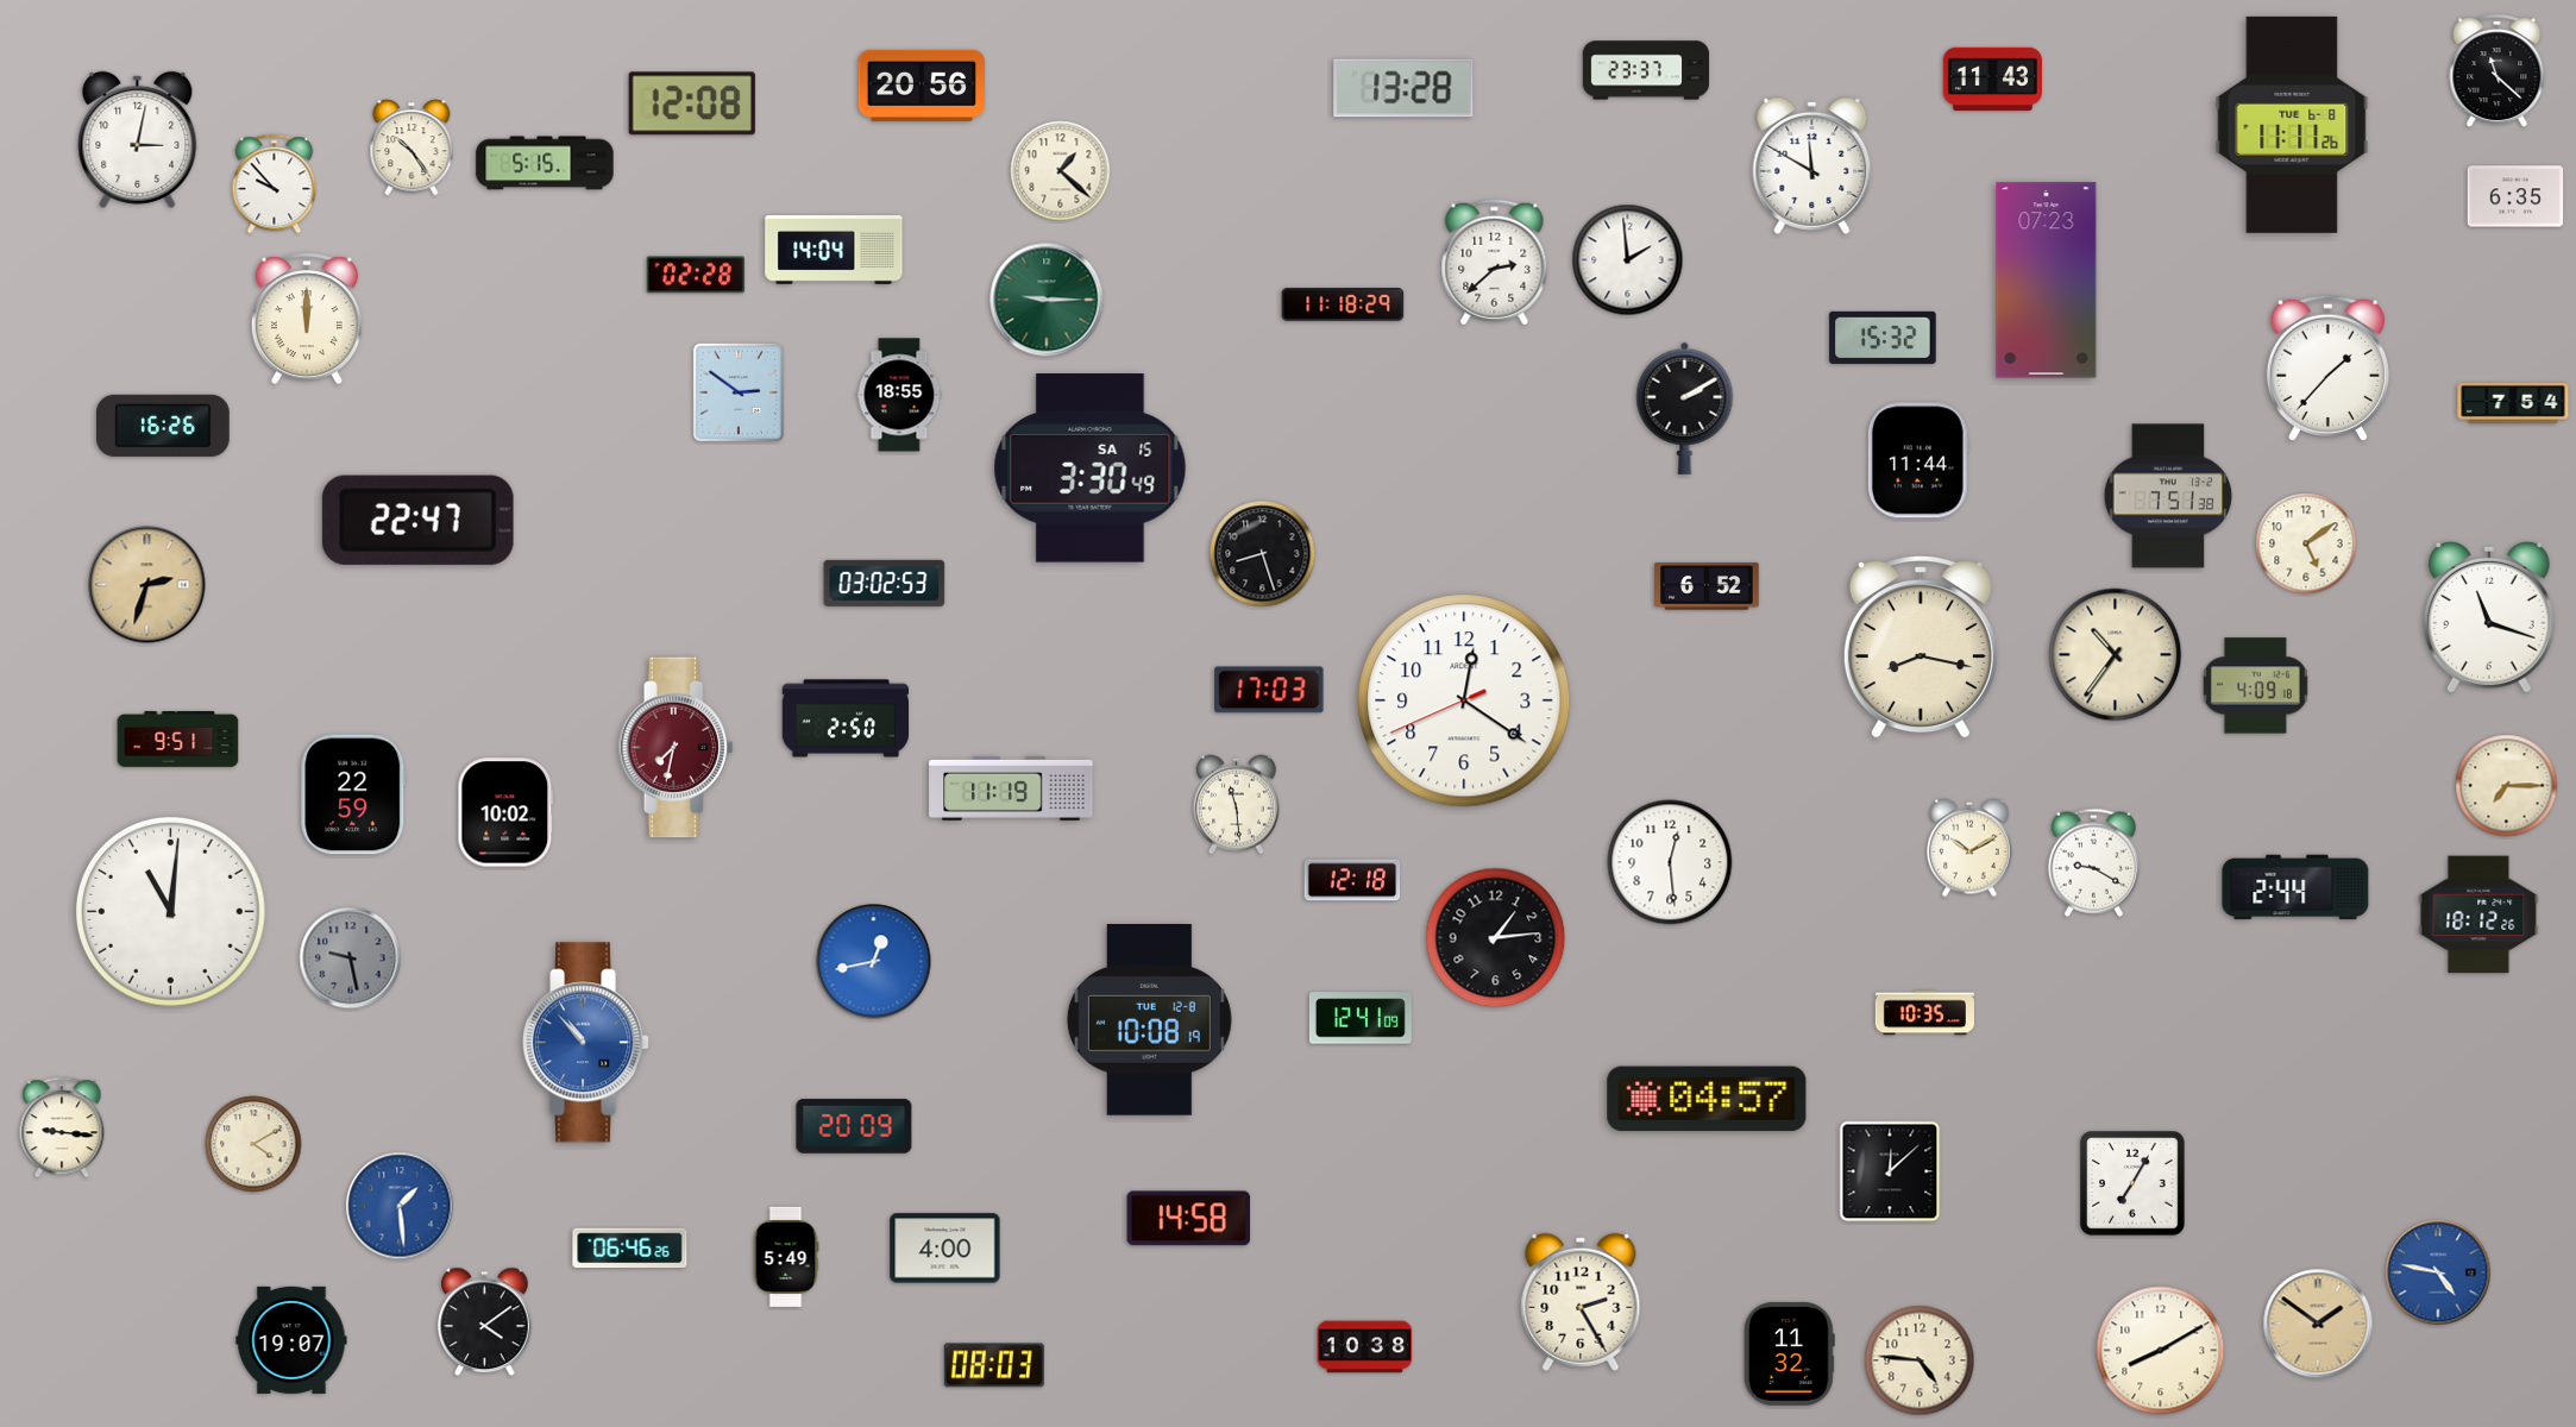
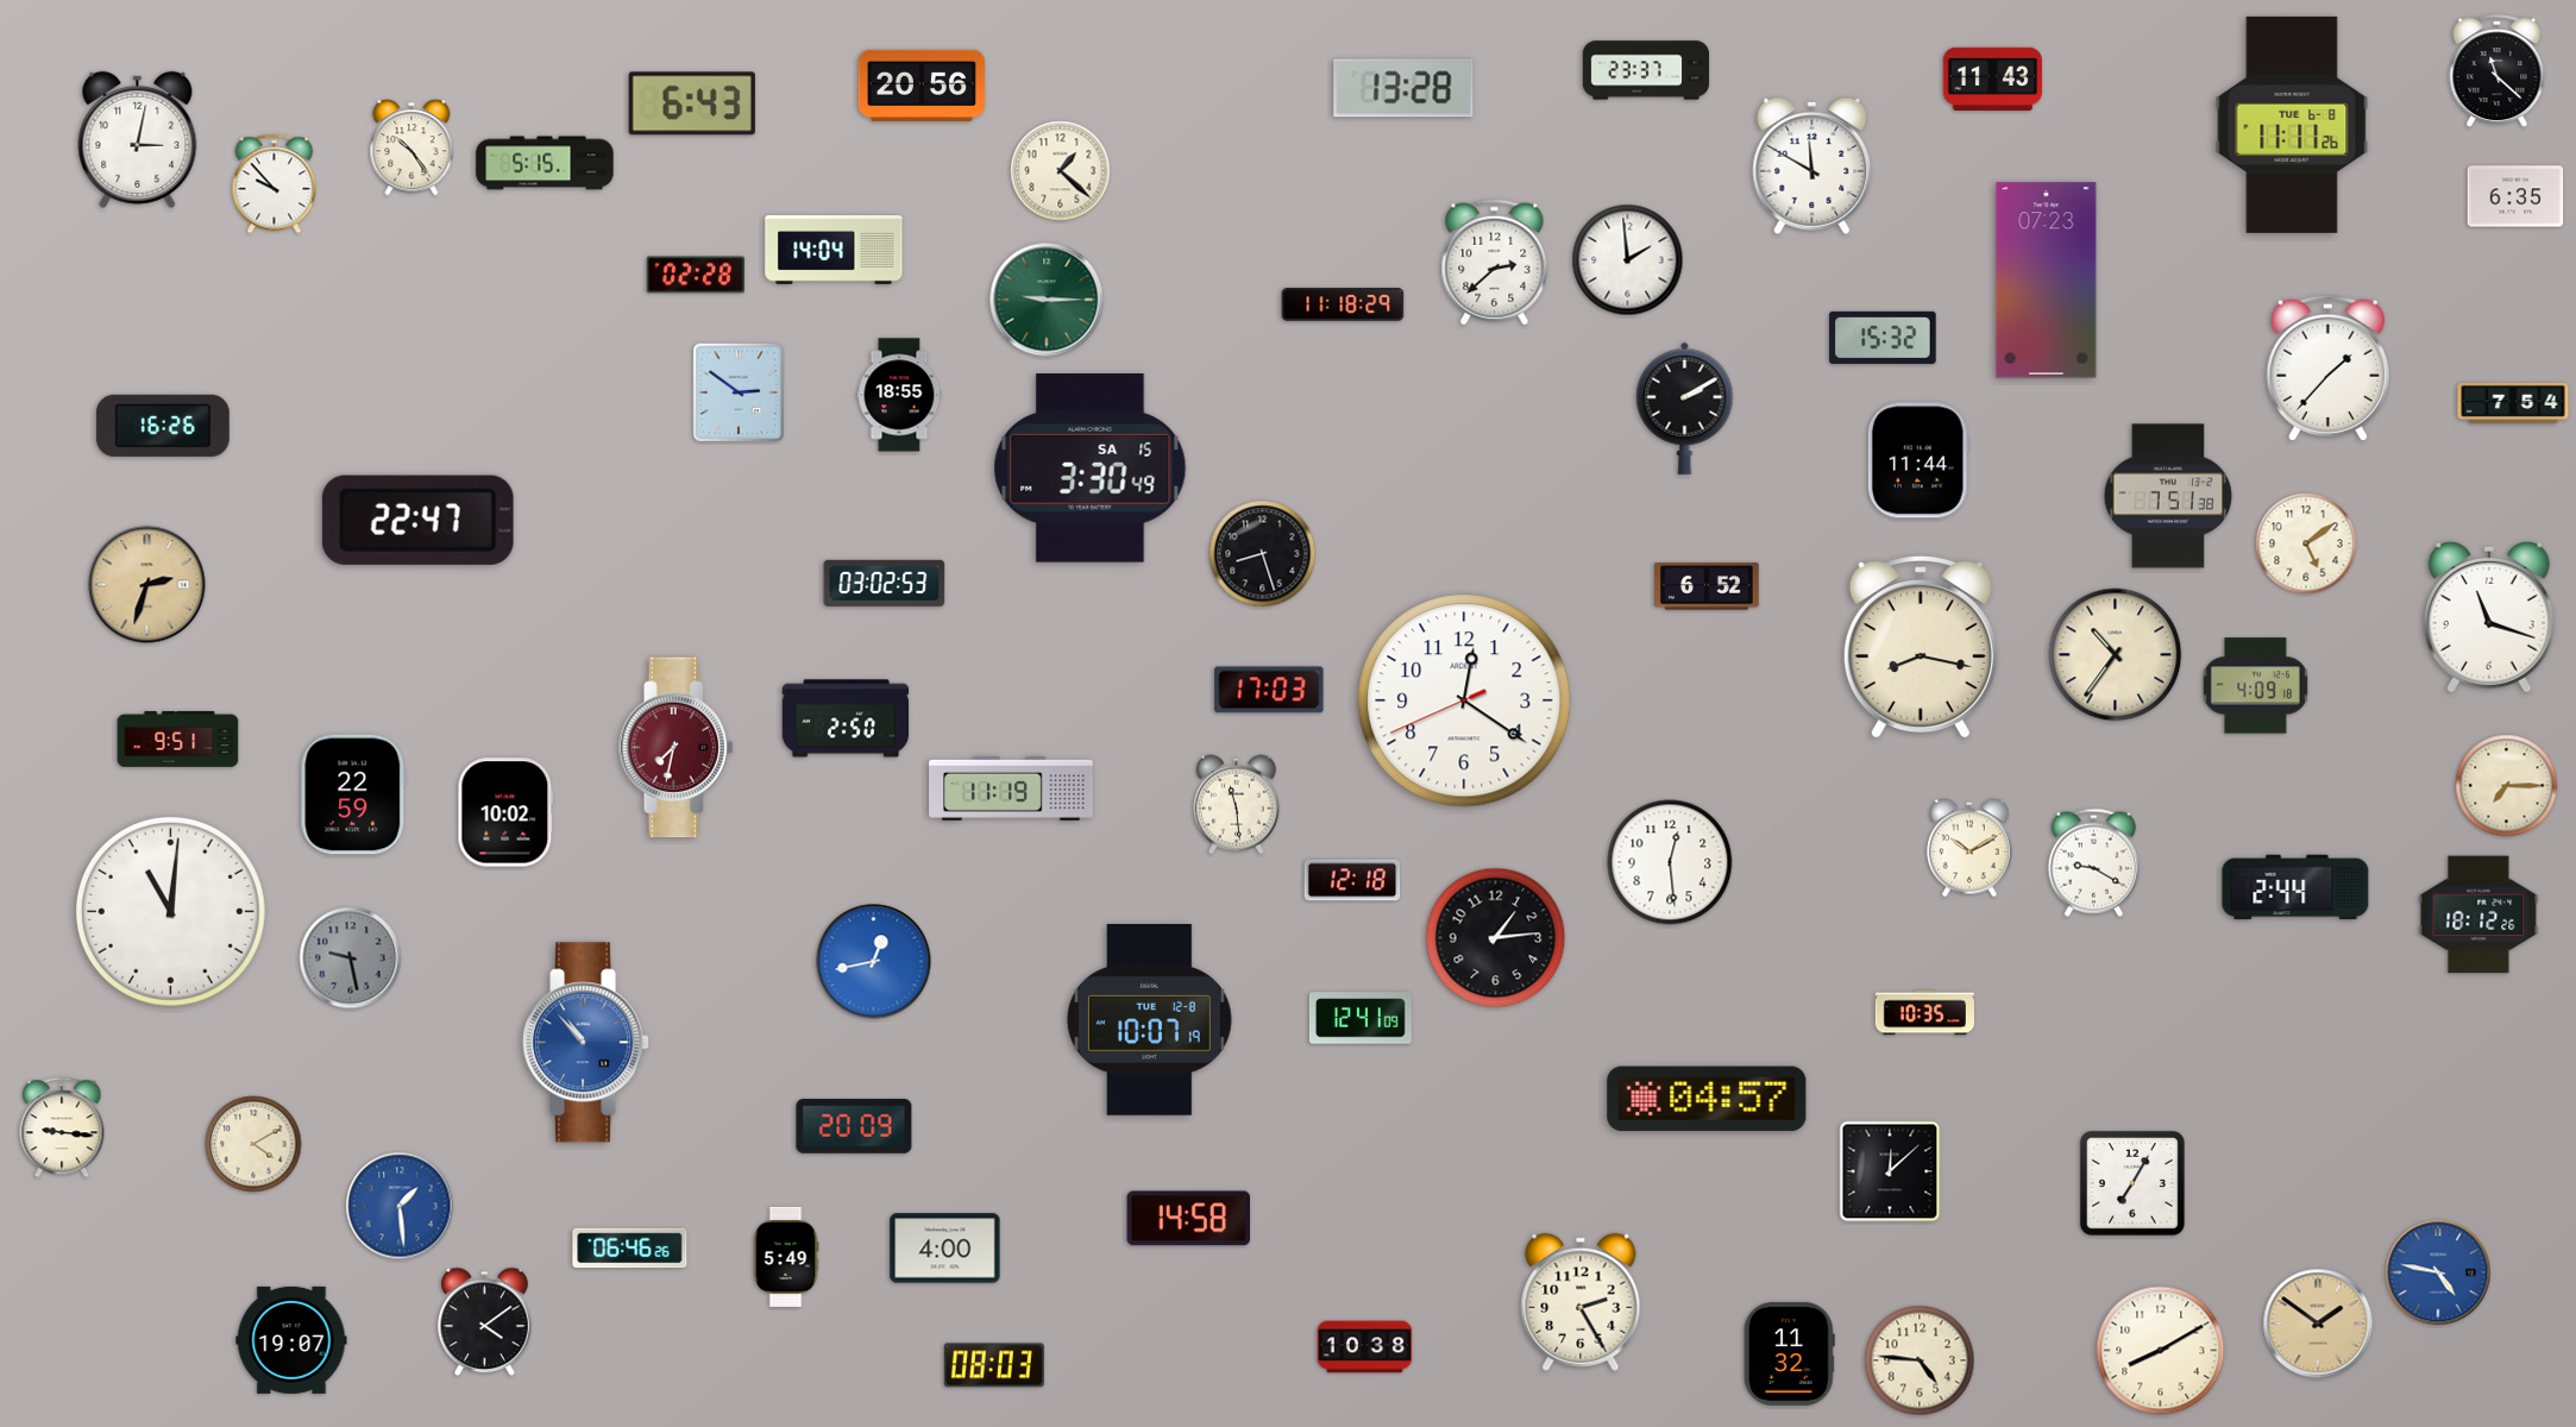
clock at (692, 103): 12:08 -> 6:43
clock at (307, 319): 12:00 -> none
clock at (1149, 1020): 10:08 -> 10:07
